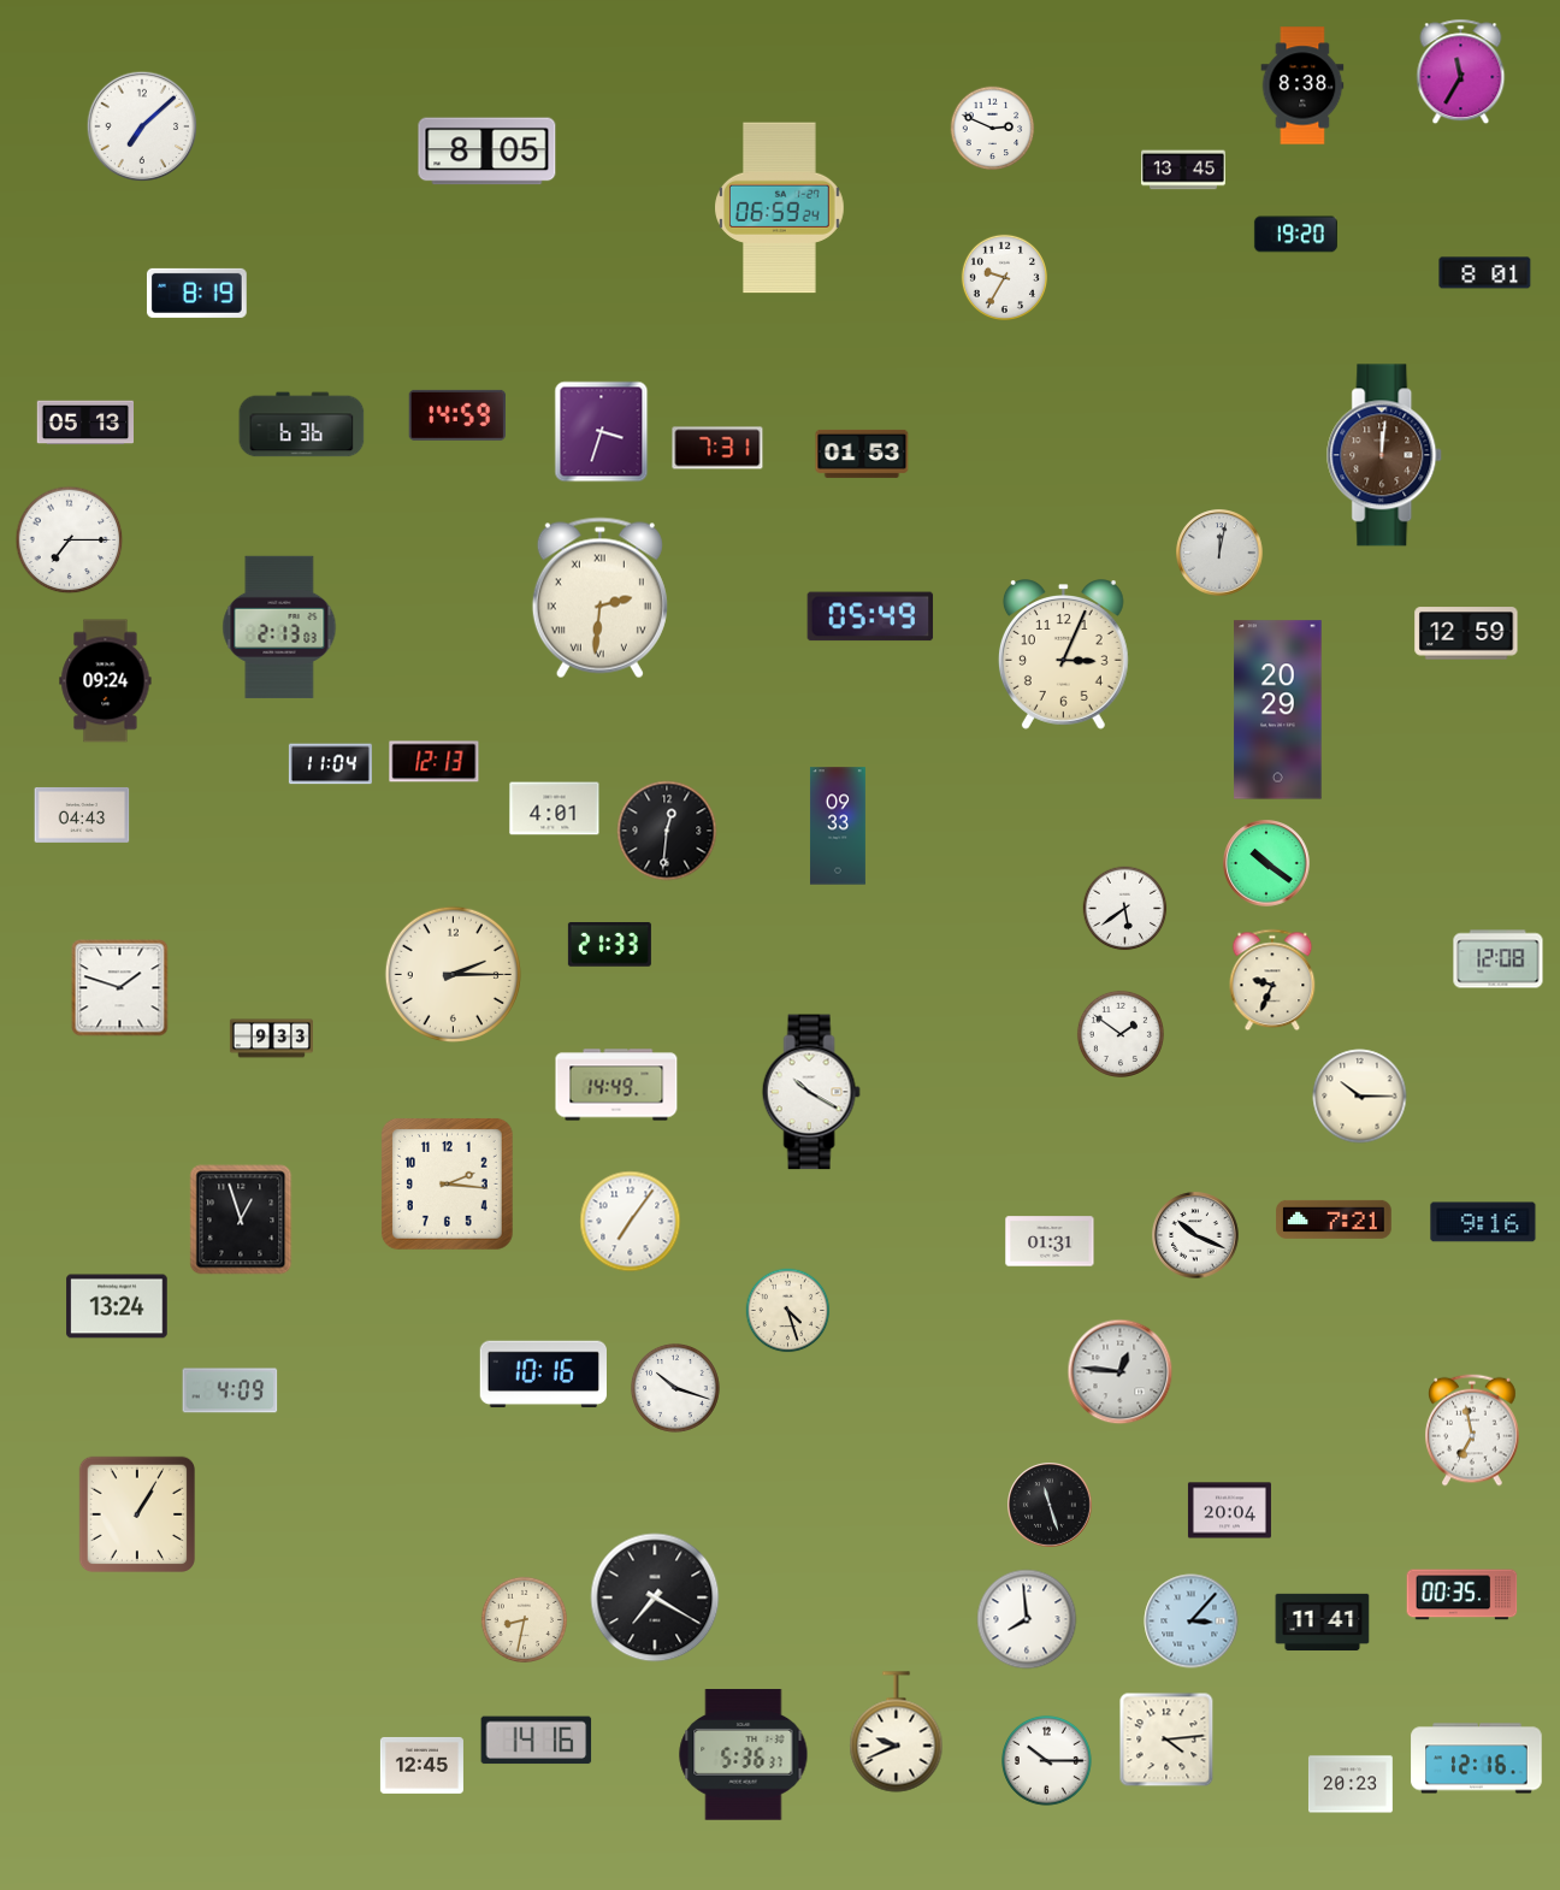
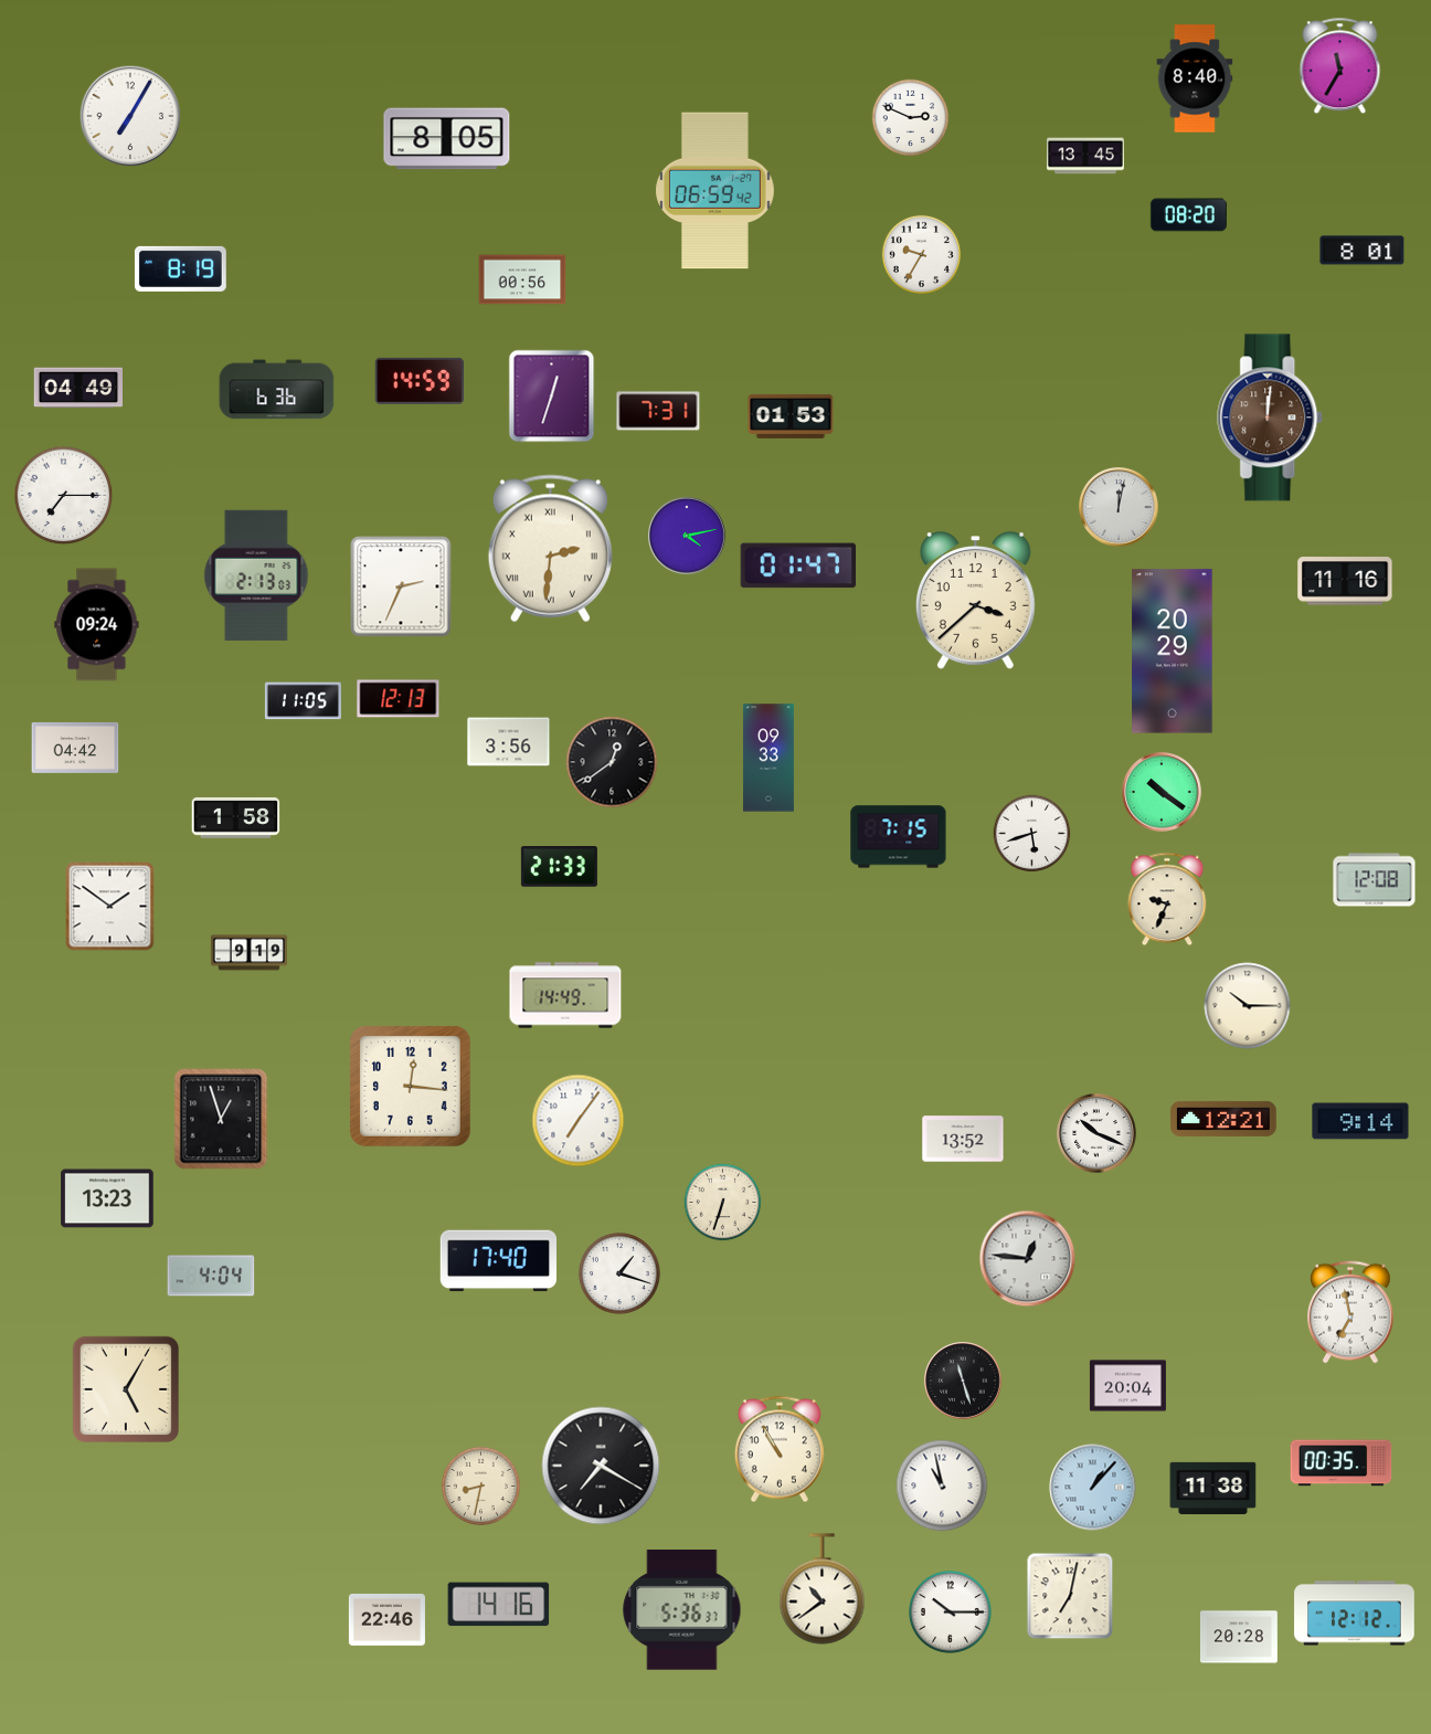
clock at (1302, 85): 8:38 -> 8:40
clock at (142, 126): 7:08 -> 7:05
clock at (780, 208): 06:59:24 -> 06:59:42
clock at (1295, 235): 19:20 -> 08:20
clock at (522, 279): none -> 00:56
clock at (84, 423): 05:13 -> 04:49
clock at (602, 432): 3:33 -> 12:33
clock at (687, 536): none -> 4:13
clock at (870, 616): 05:49 -> 01:47
clock at (1466, 633): 12:59 -> 11:16
clock at (401, 586): none -> 2:34
clock at (1063, 655): 3:04 -> 3:38
clock at (330, 764): 11:04 -> 11:05
clock at (555, 809): 4:01 -> 3:56
clock at (82, 815): 04:43 -> 04:42
clock at (667, 831): 12:31 -> 12:39
clock at (236, 817): none -> 1:58
clock at (1125, 909): 5:39 -> 5:42
clock at (899, 837): none -> 7:15
clock at (453, 974): 2:15 -> none
clock at (120, 988): 1:48 -> 1:51
clock at (1121, 1034): 1:51 -> none
clock at (271, 1039): 9:33 -> 9:19
clock at (811, 1092): 10:20 -> none
clock at (447, 1183): 2:16 -> 12:16
clock at (1334, 1219): 7:21 -> 12:21
clock at (1483, 1222): 9:16 -> 9:14
clock at (1050, 1241): 01:31 -> 13:52
clock at (117, 1306): 13:24 -> 13:23
clock at (788, 1311): 4:27 -> 6:33
clock at (543, 1375): 10:16 -> 17:40
clock at (675, 1388): 10:18 -> 1:18
clock at (230, 1390): 4:09 -> 4:04
clock at (136, 1513): 1:05 -> 5:05
clock at (780, 1449): none -> 10:55
clock at (1027, 1619): 7:59 -> 10:58
clock at (1192, 1622): 3:07 -> 1:07
clock at (1323, 1623): 11:41 -> 11:38
clock at (897, 1732): 9:41 -> 10:39
clock at (1166, 1740): 4:14 -> 7:02
clock at (537, 1741) position: (537, 1741) -> (499, 1605)
clock at (1477, 1759): 12:16 -> 12:12
clock at (1047, 1761) position: (1047, 1761) -> (951, 1613)
clock at (421, 1765): 12:45 -> 22:46
clock at (1351, 1784): 20:23 -> 20:28
